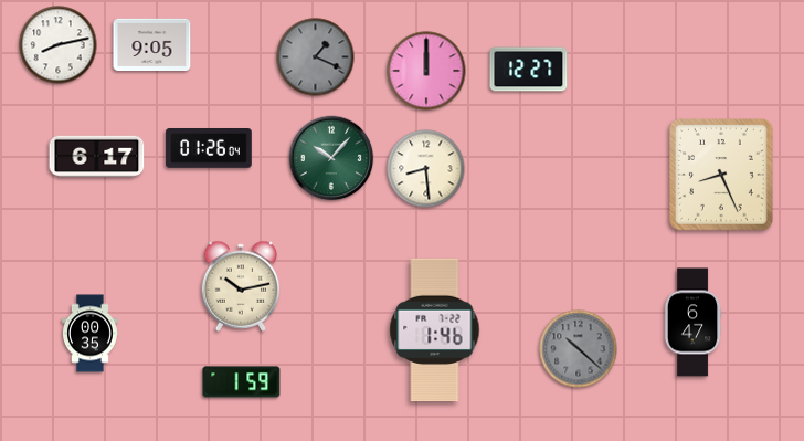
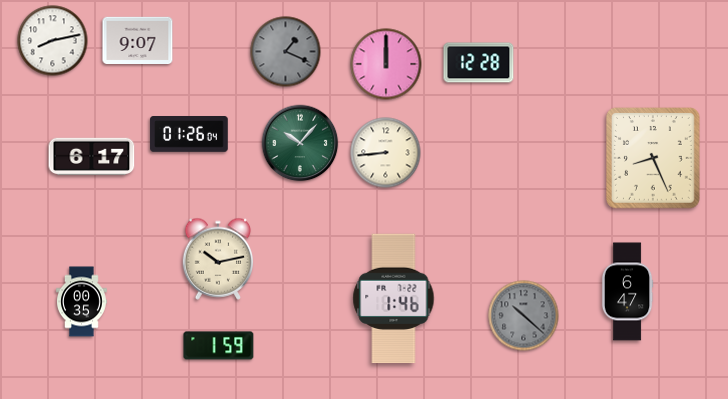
clock at (152, 45): 9:05 -> 9:07
clock at (529, 70): 12:27 -> 12:28
clock at (97, 156) position: (97, 156) -> (92, 156)
clock at (426, 169): 8:29 -> 8:44
